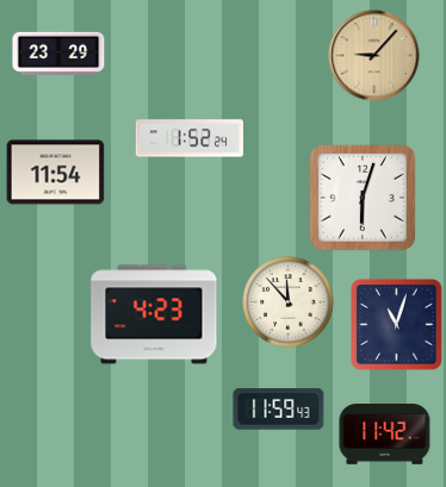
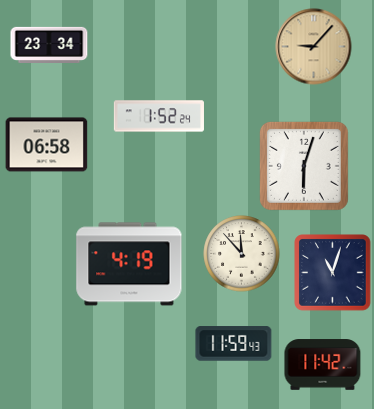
clock at (58, 52): 23:29 -> 23:34
clock at (56, 173): 11:54 -> 06:58
clock at (154, 314): 4:23 -> 4:19
